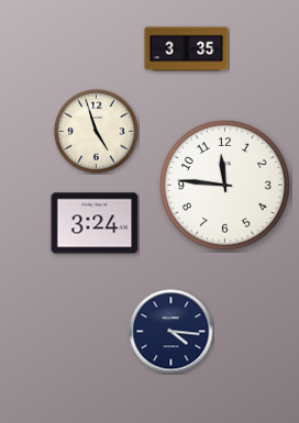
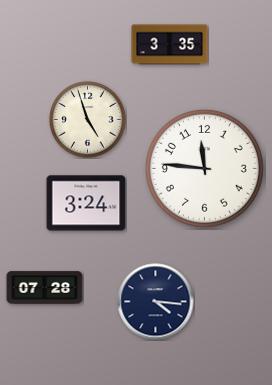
clock at (45, 288): none -> 07:28
